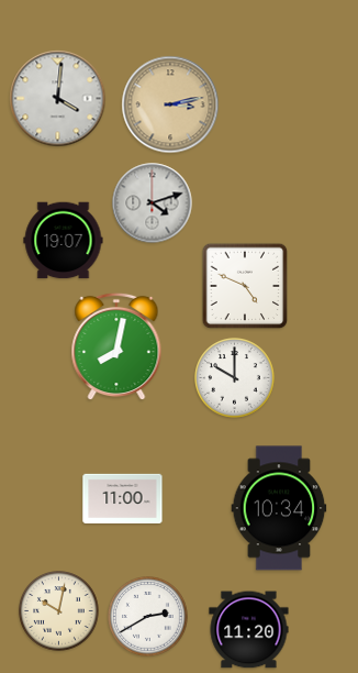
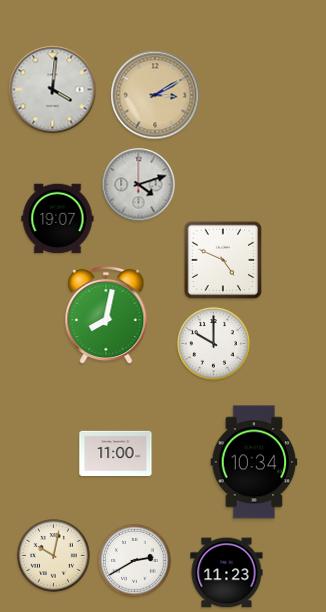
clock at (170, 104): 3:13 -> 3:10
clock at (123, 499) position: (123, 499) -> (116, 454)
clock at (249, 630): 11:20 -> 11:23
